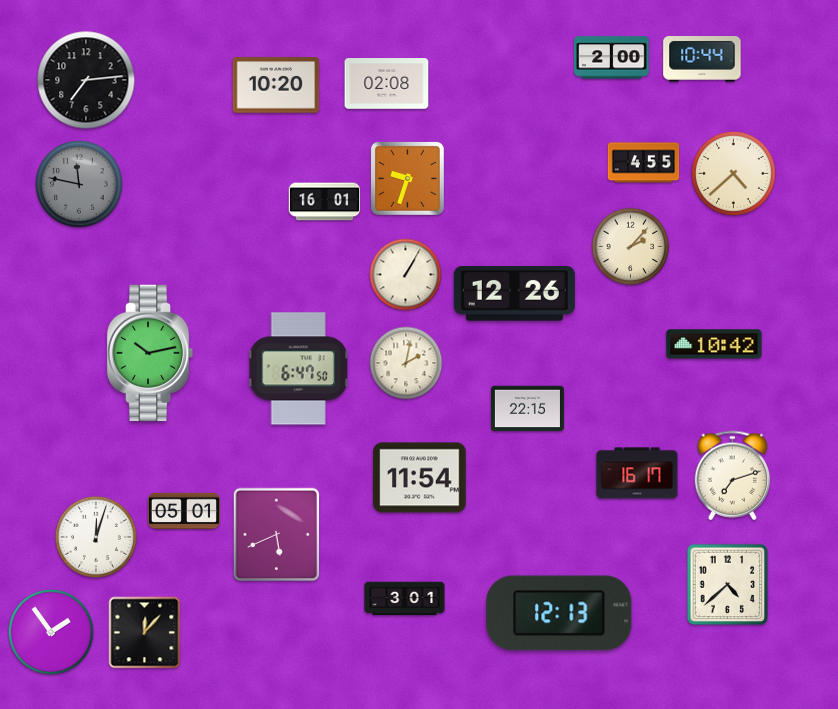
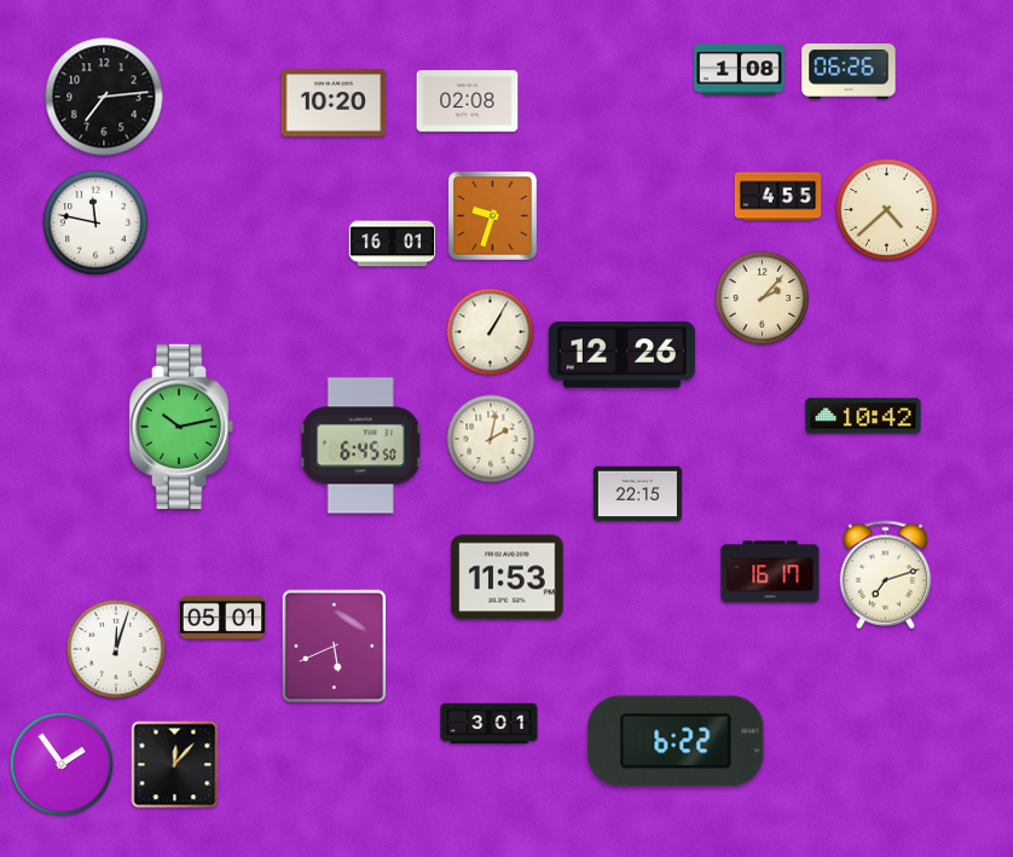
clock at (612, 58): 2:00 -> 1:08
clock at (702, 60): 10:44 -> 06:26
clock at (79, 184) dial: grey -> white
clock at (298, 369): 6:47 -> 6:45
clock at (420, 478): 11:54 -> 11:53
clock at (728, 585): 4:38 -> none
clock at (559, 613): 12:13 -> 6:22
